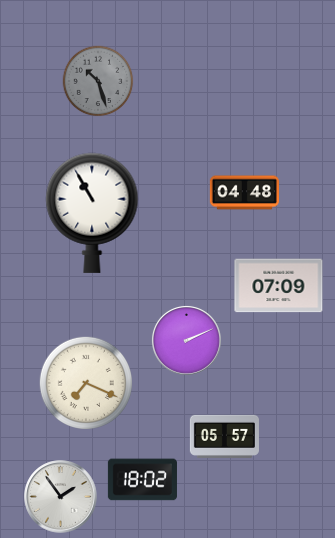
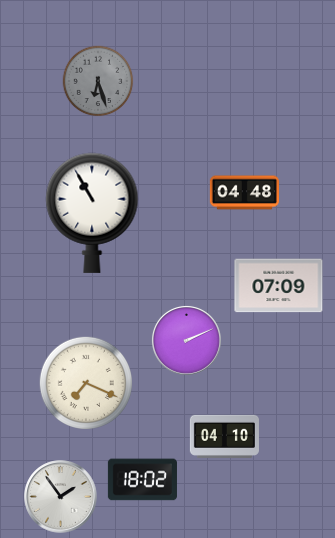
clock at (98, 81): 10:27 -> 6:27
clock at (224, 436): 05:57 -> 04:10
